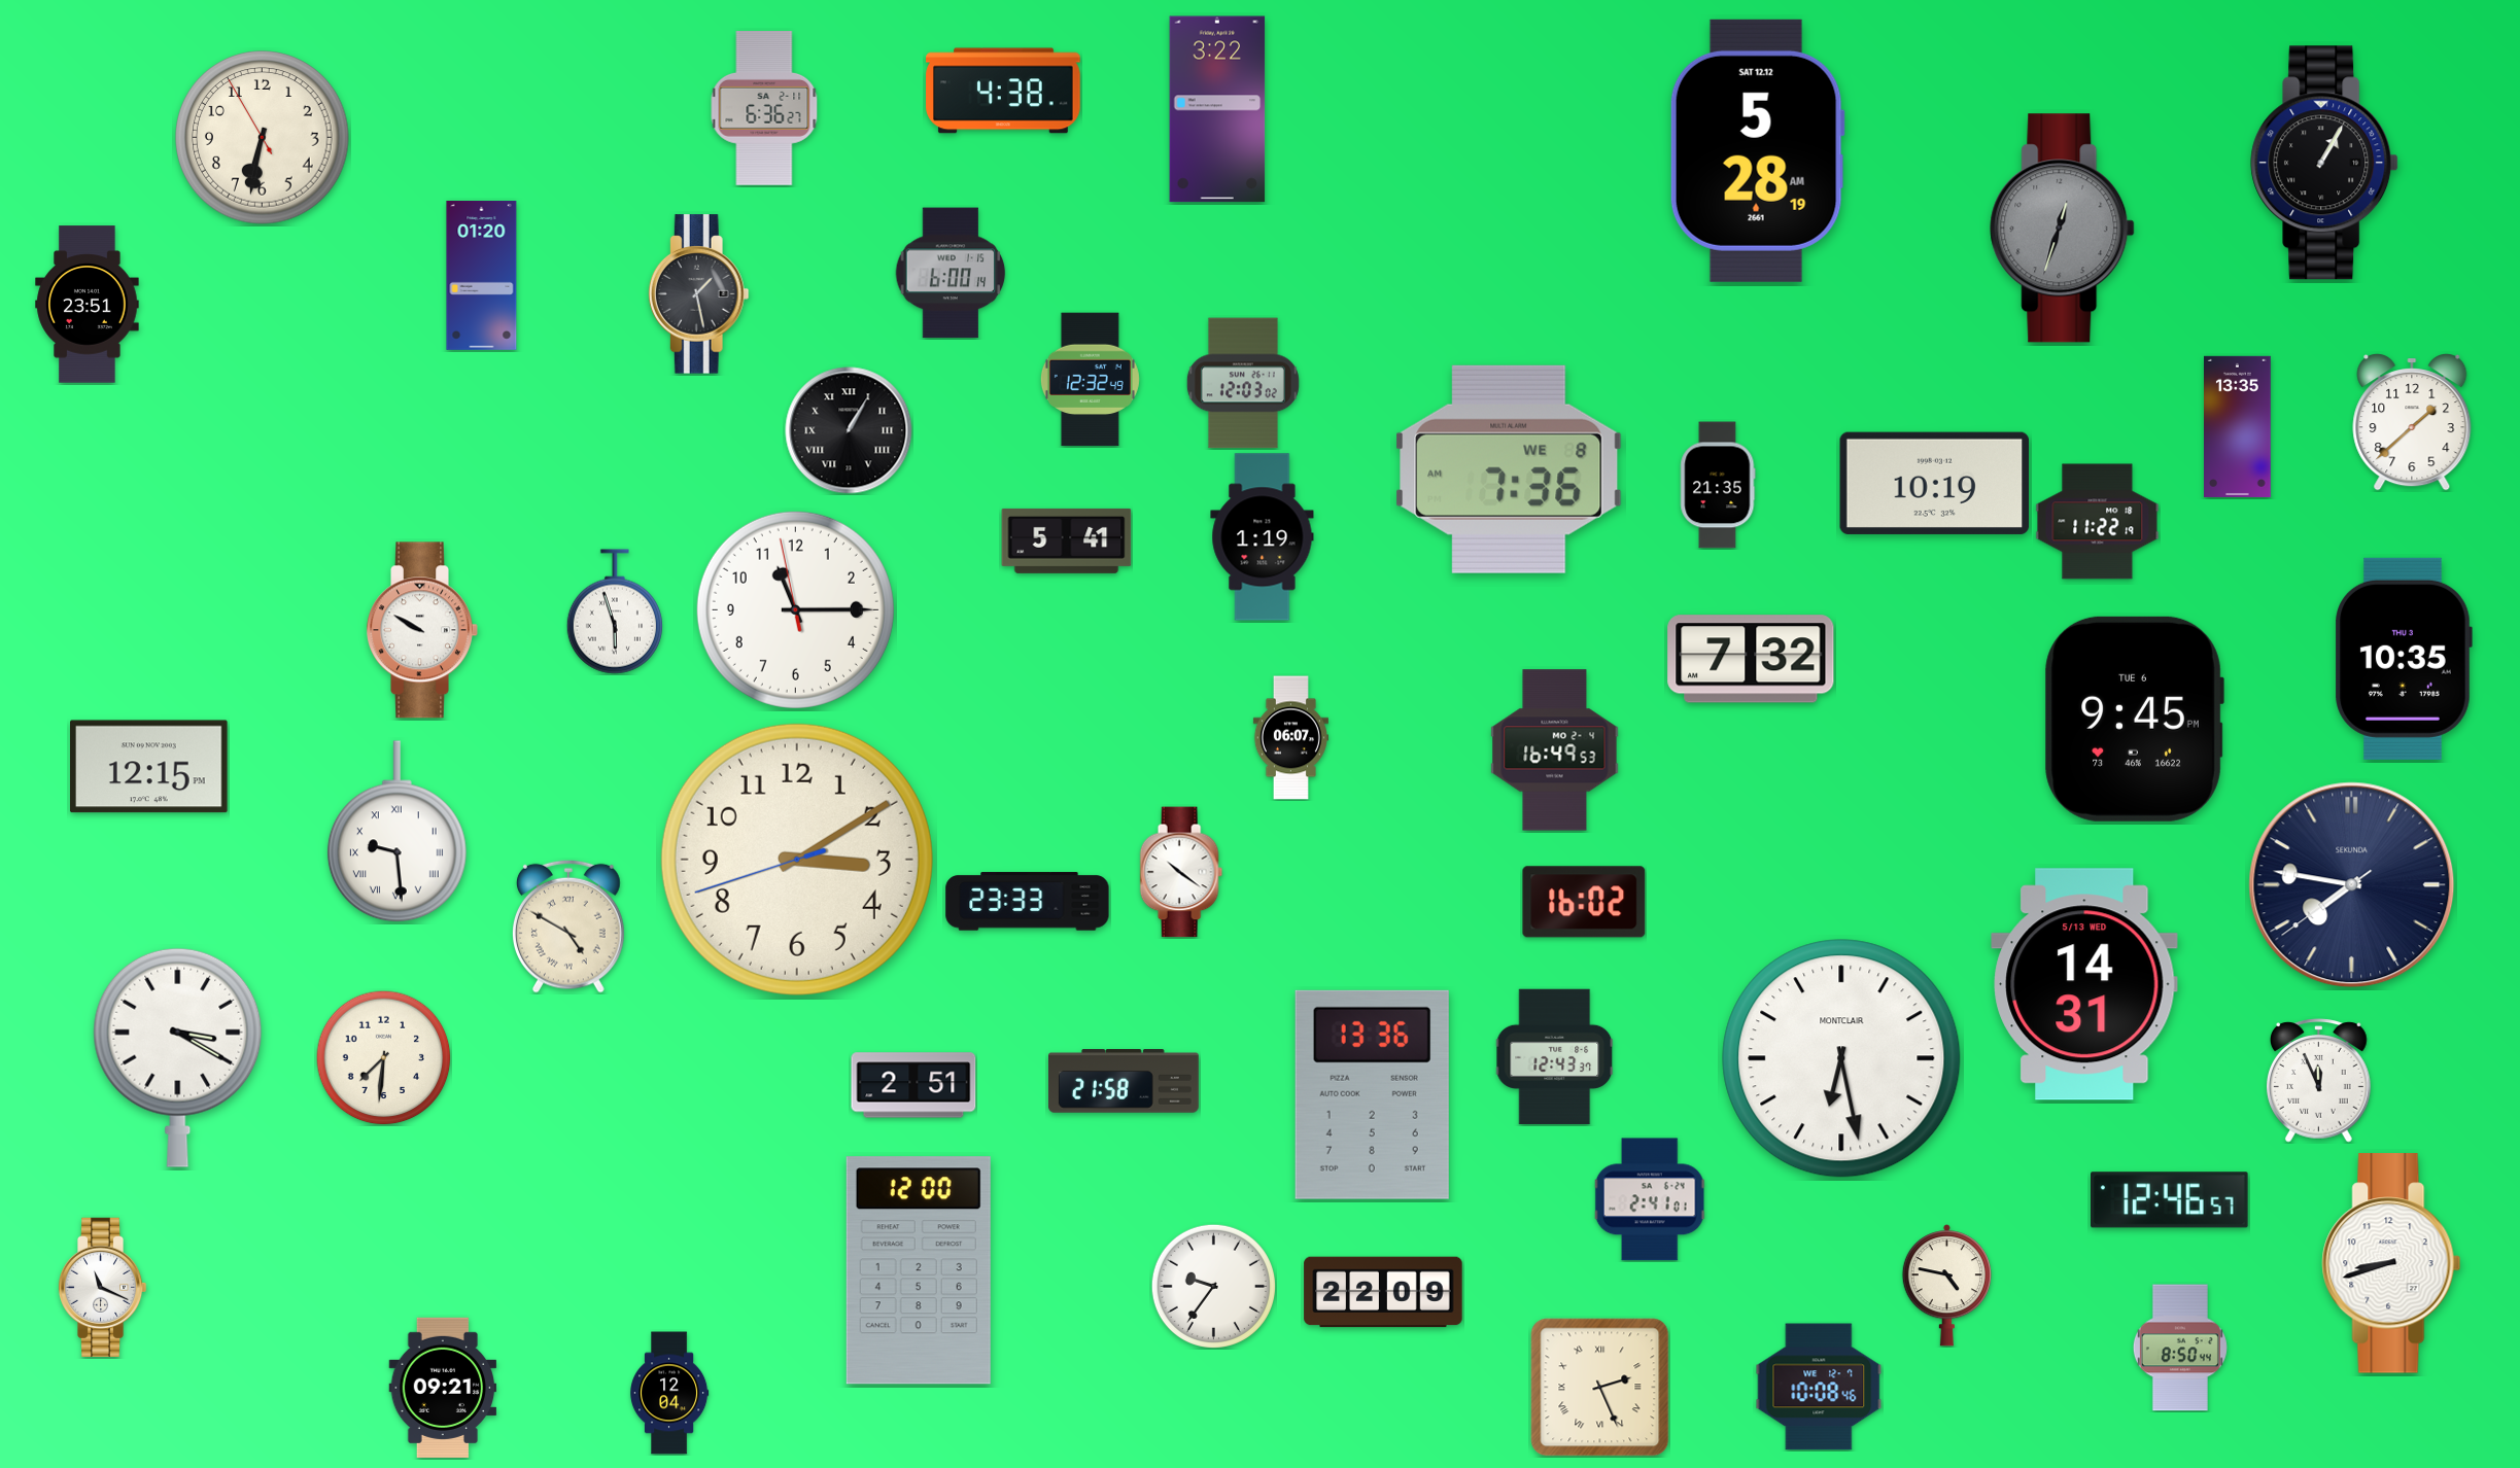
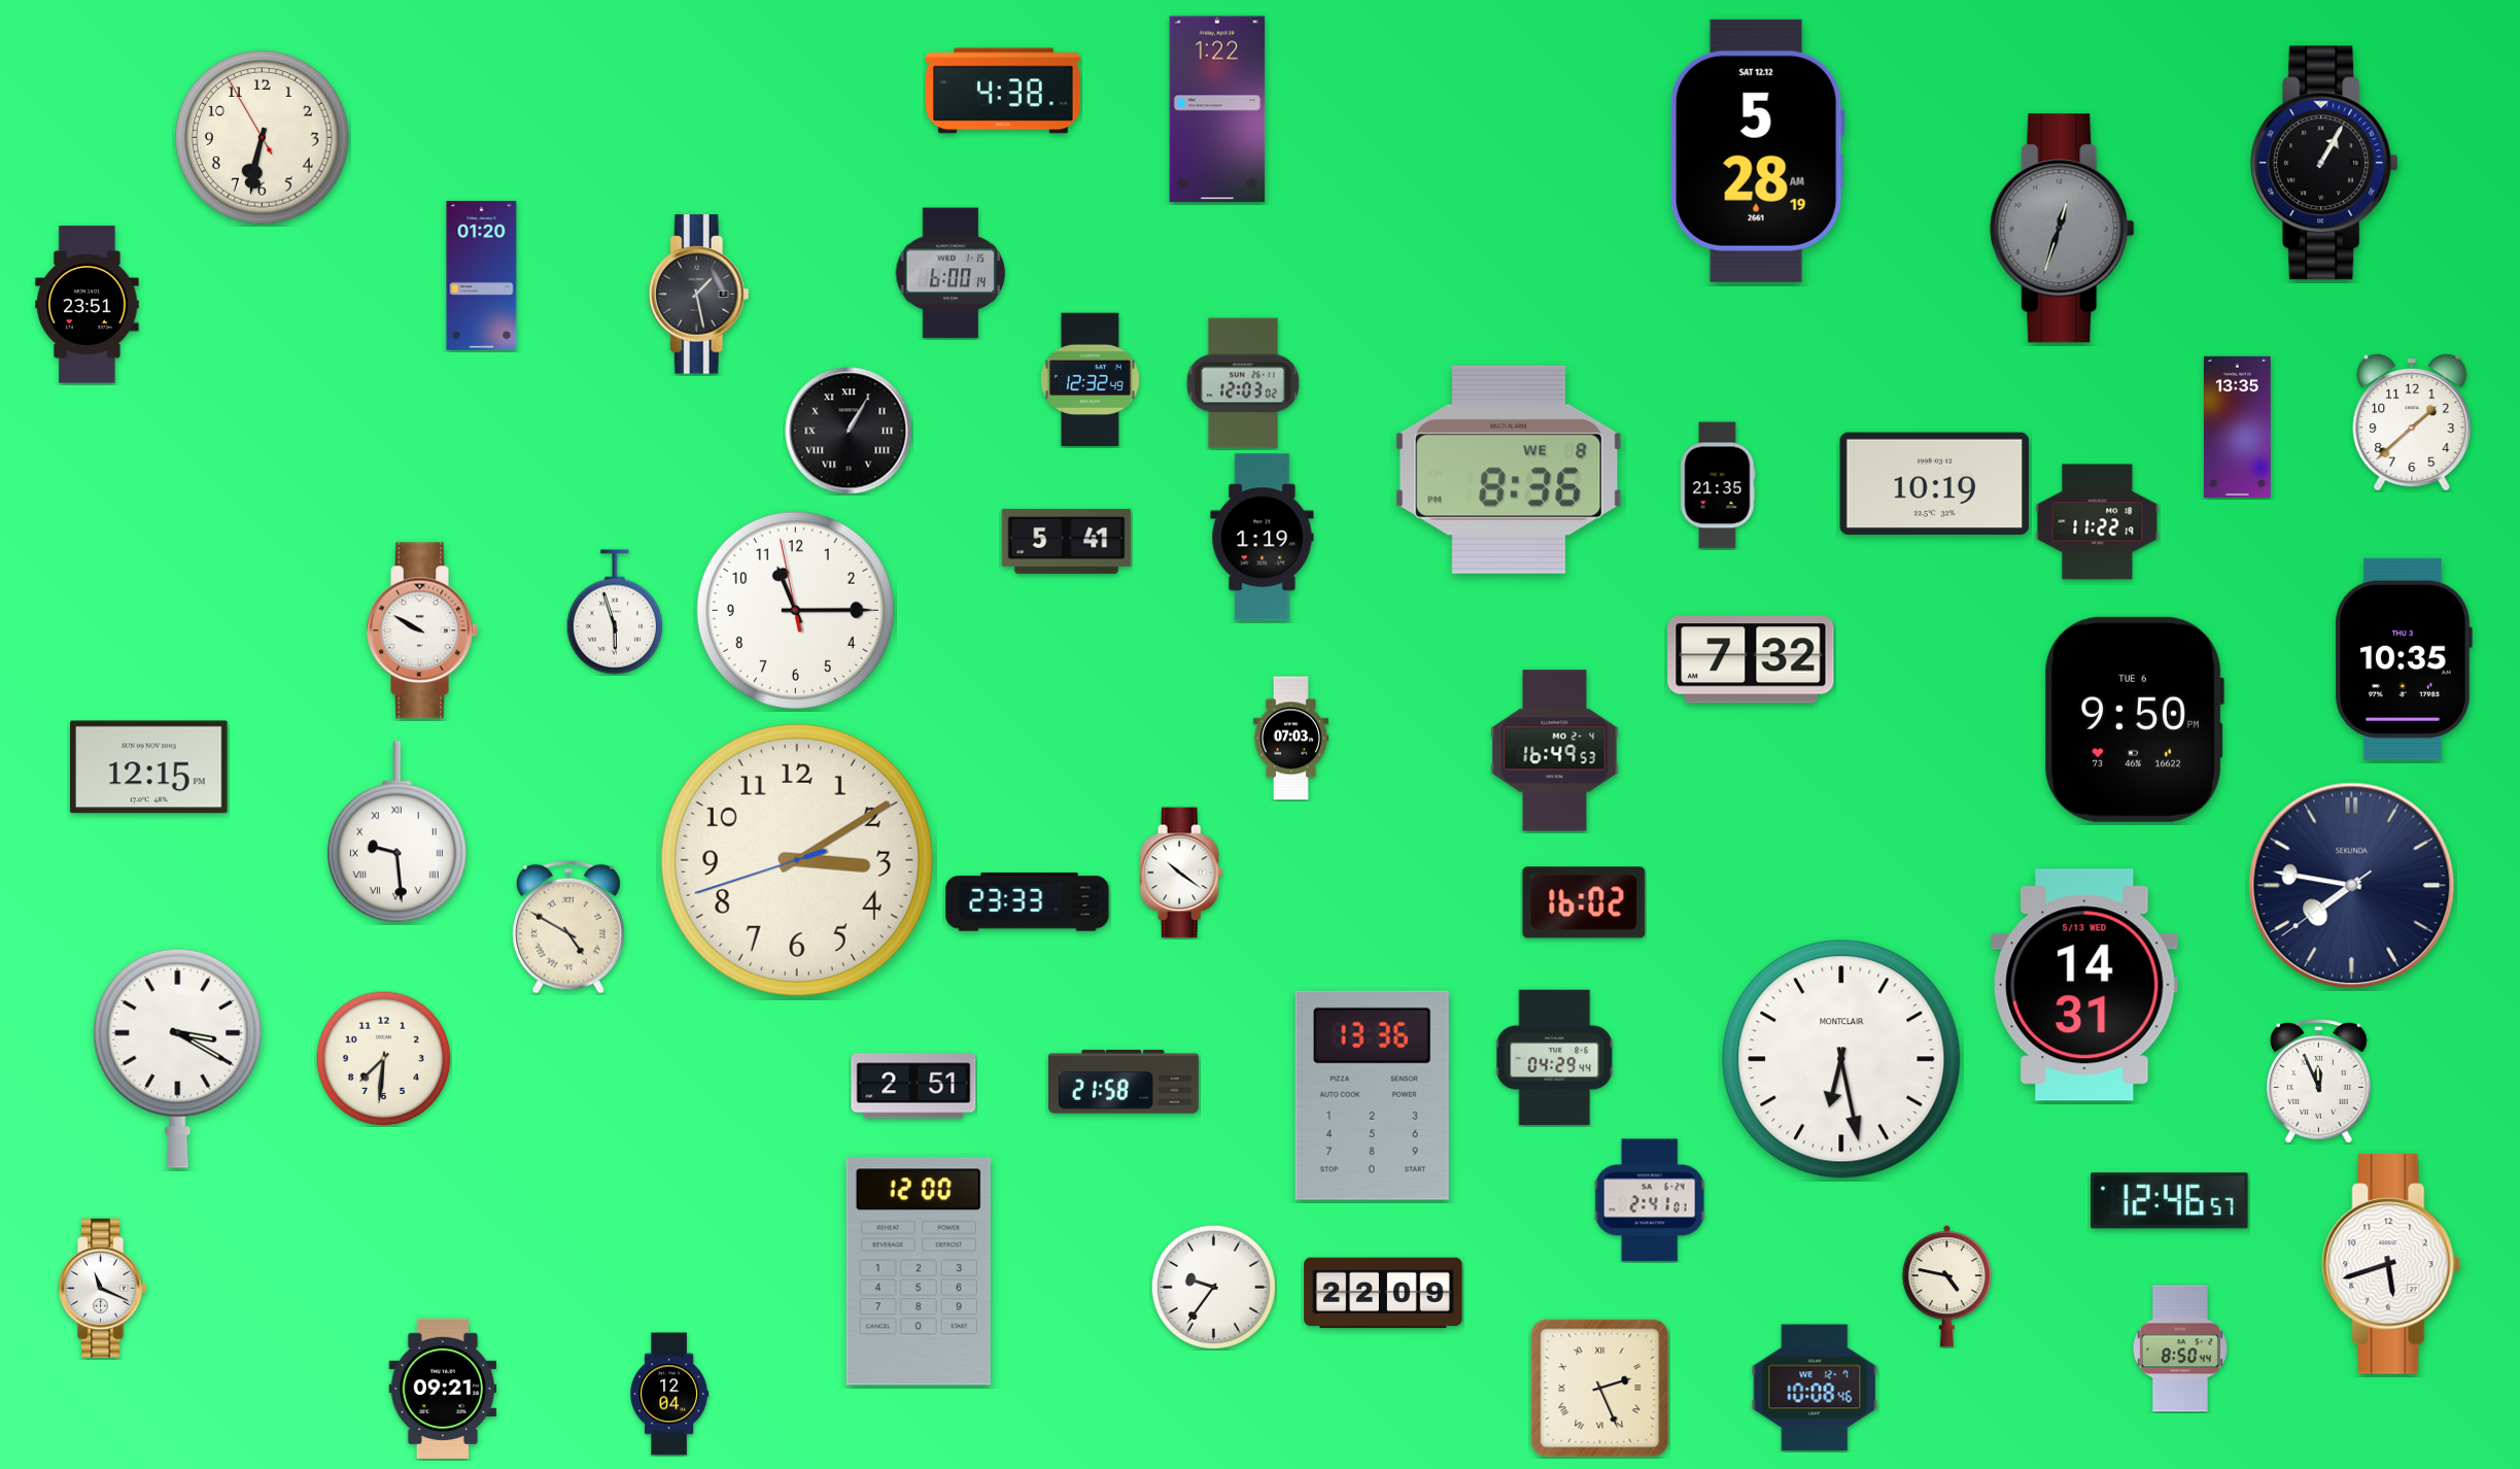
clock at (764, 109): 6:36 -> none
clock at (1217, 109): 3:22 -> 1:22
clock at (1509, 469): 7:36 -> 8:36
clock at (2134, 719): 9:45 -> 9:50
clock at (1290, 738): 06:07 -> 07:03
clock at (1555, 1057): 12:43 -> 04:29
clock at (2391, 1263): 8:42 -> 5:42
clock at (1819, 1387) position: (1819, 1387) -> (1815, 1388)
